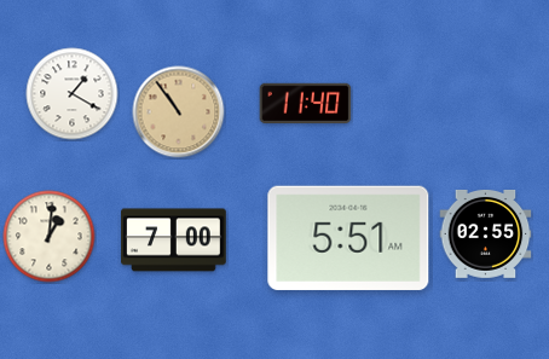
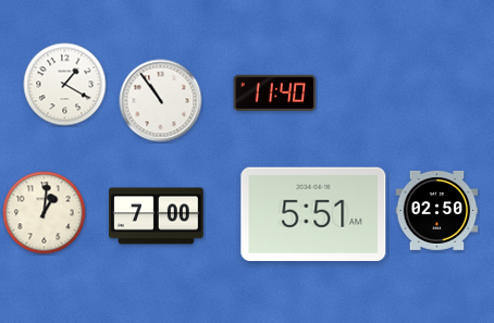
clock at (179, 112) dial: champagne -> white
clock at (486, 234): 02:55 -> 02:50
